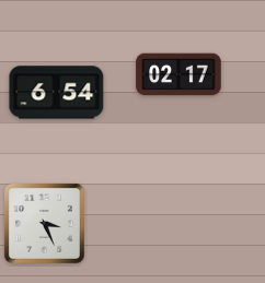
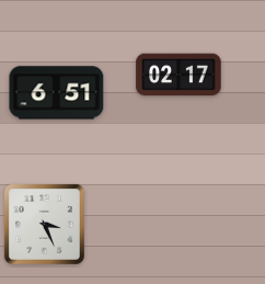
clock at (57, 93): 6:54 -> 6:51
